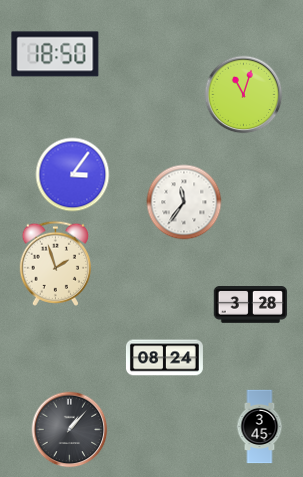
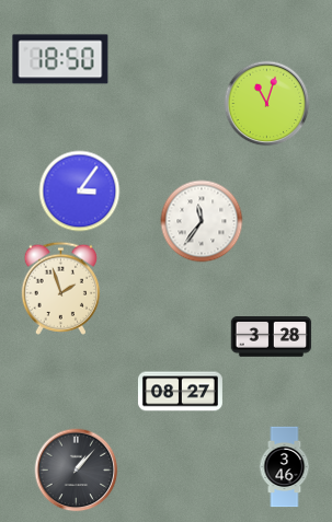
clock at (251, 305) position: (251, 305) -> (272, 337)
clock at (164, 358): 08:24 -> 08:27
clock at (260, 427): 3:45 -> 3:46
